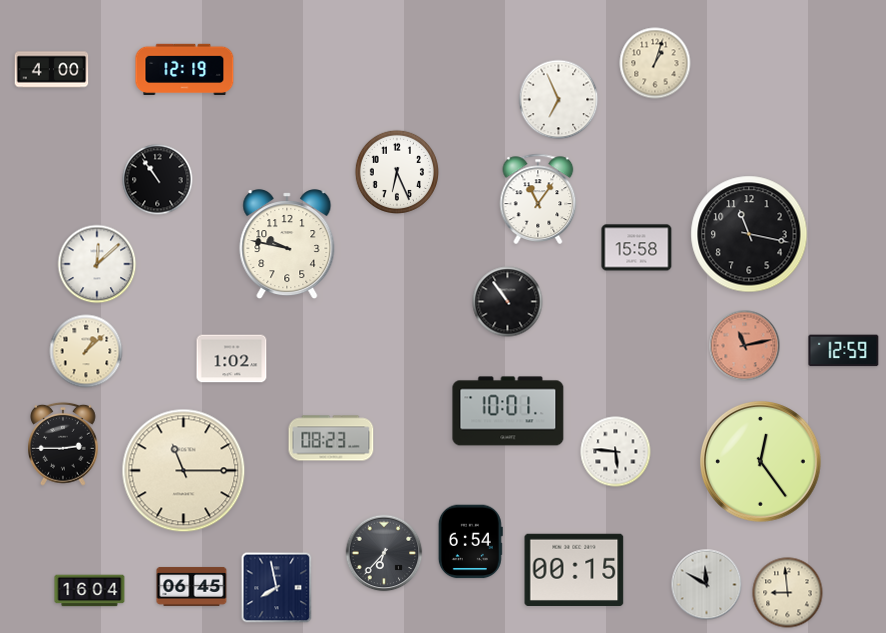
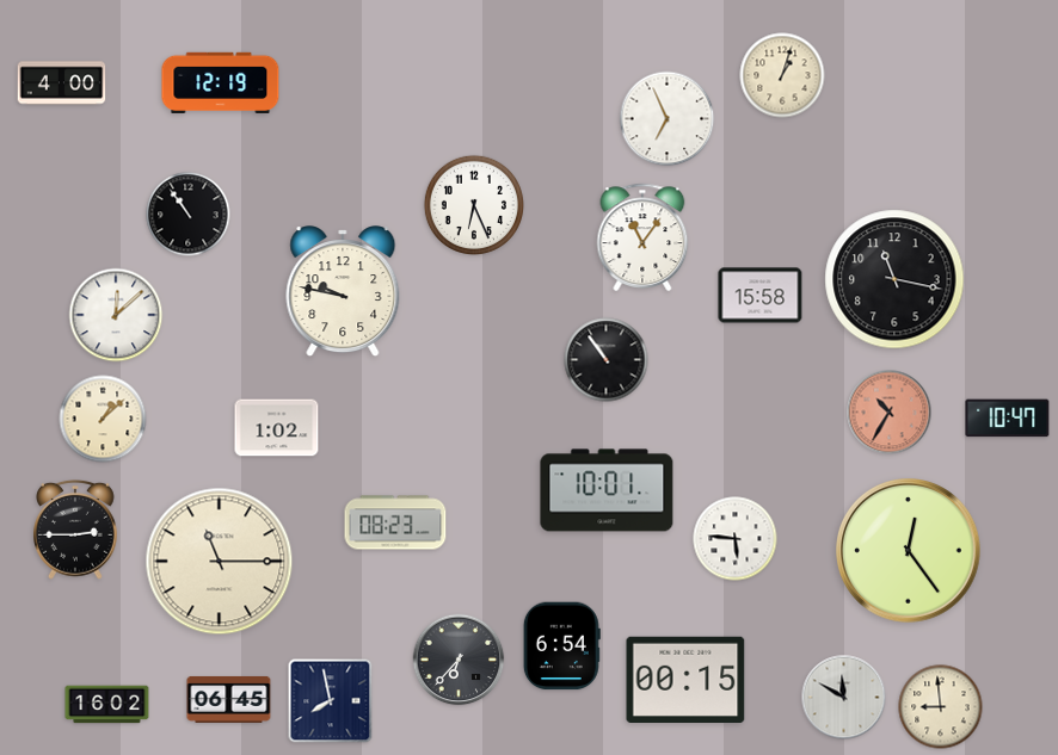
clock at (745, 346): 11:13 -> 10:35
clock at (844, 351): 12:59 -> 10:47
clock at (90, 591): 16:04 -> 16:02
